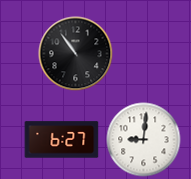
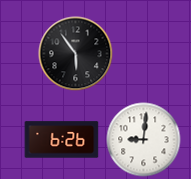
clock at (76, 54): 10:54 -> 5:54
clock at (62, 140): 6:27 -> 6:26
